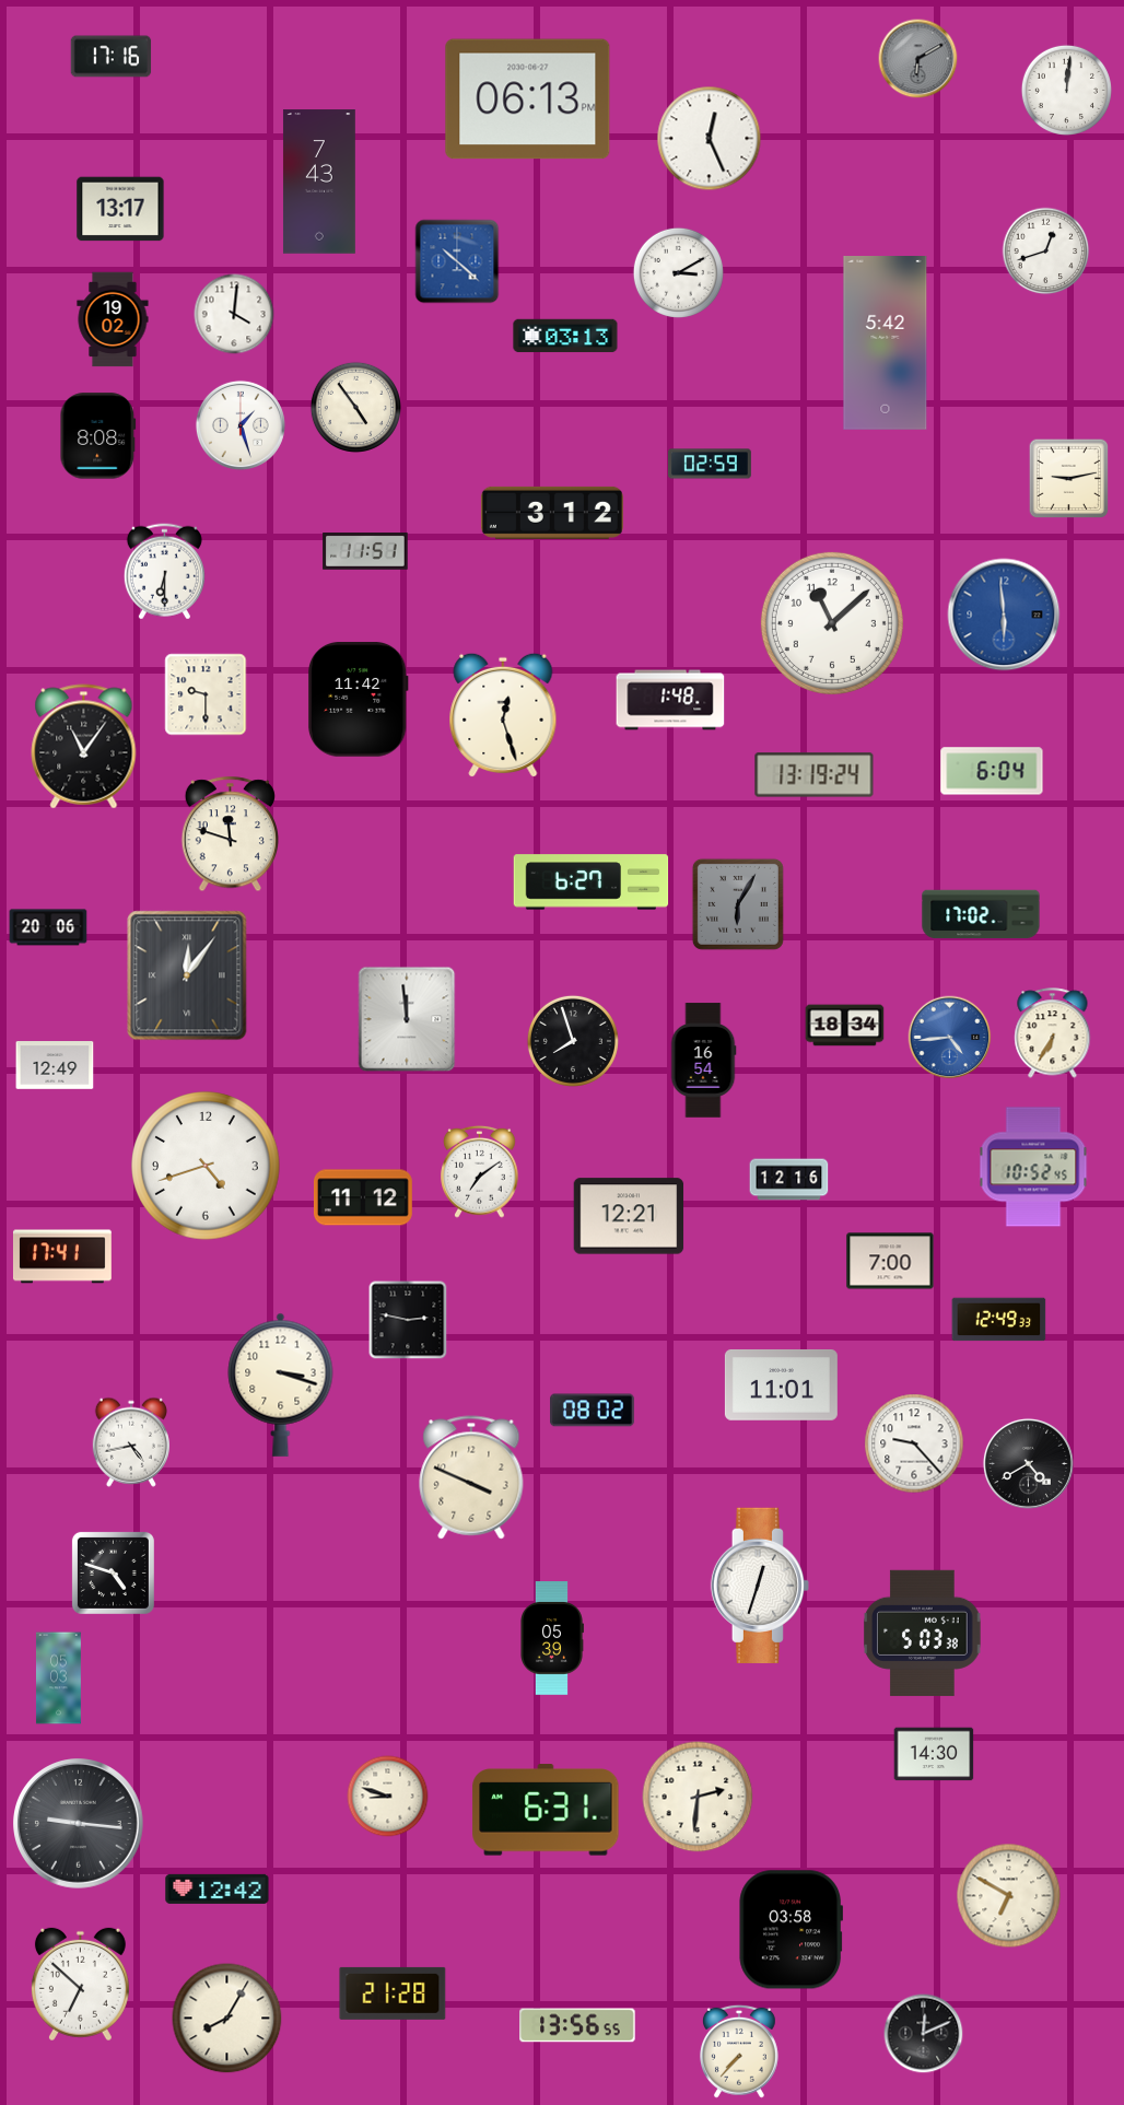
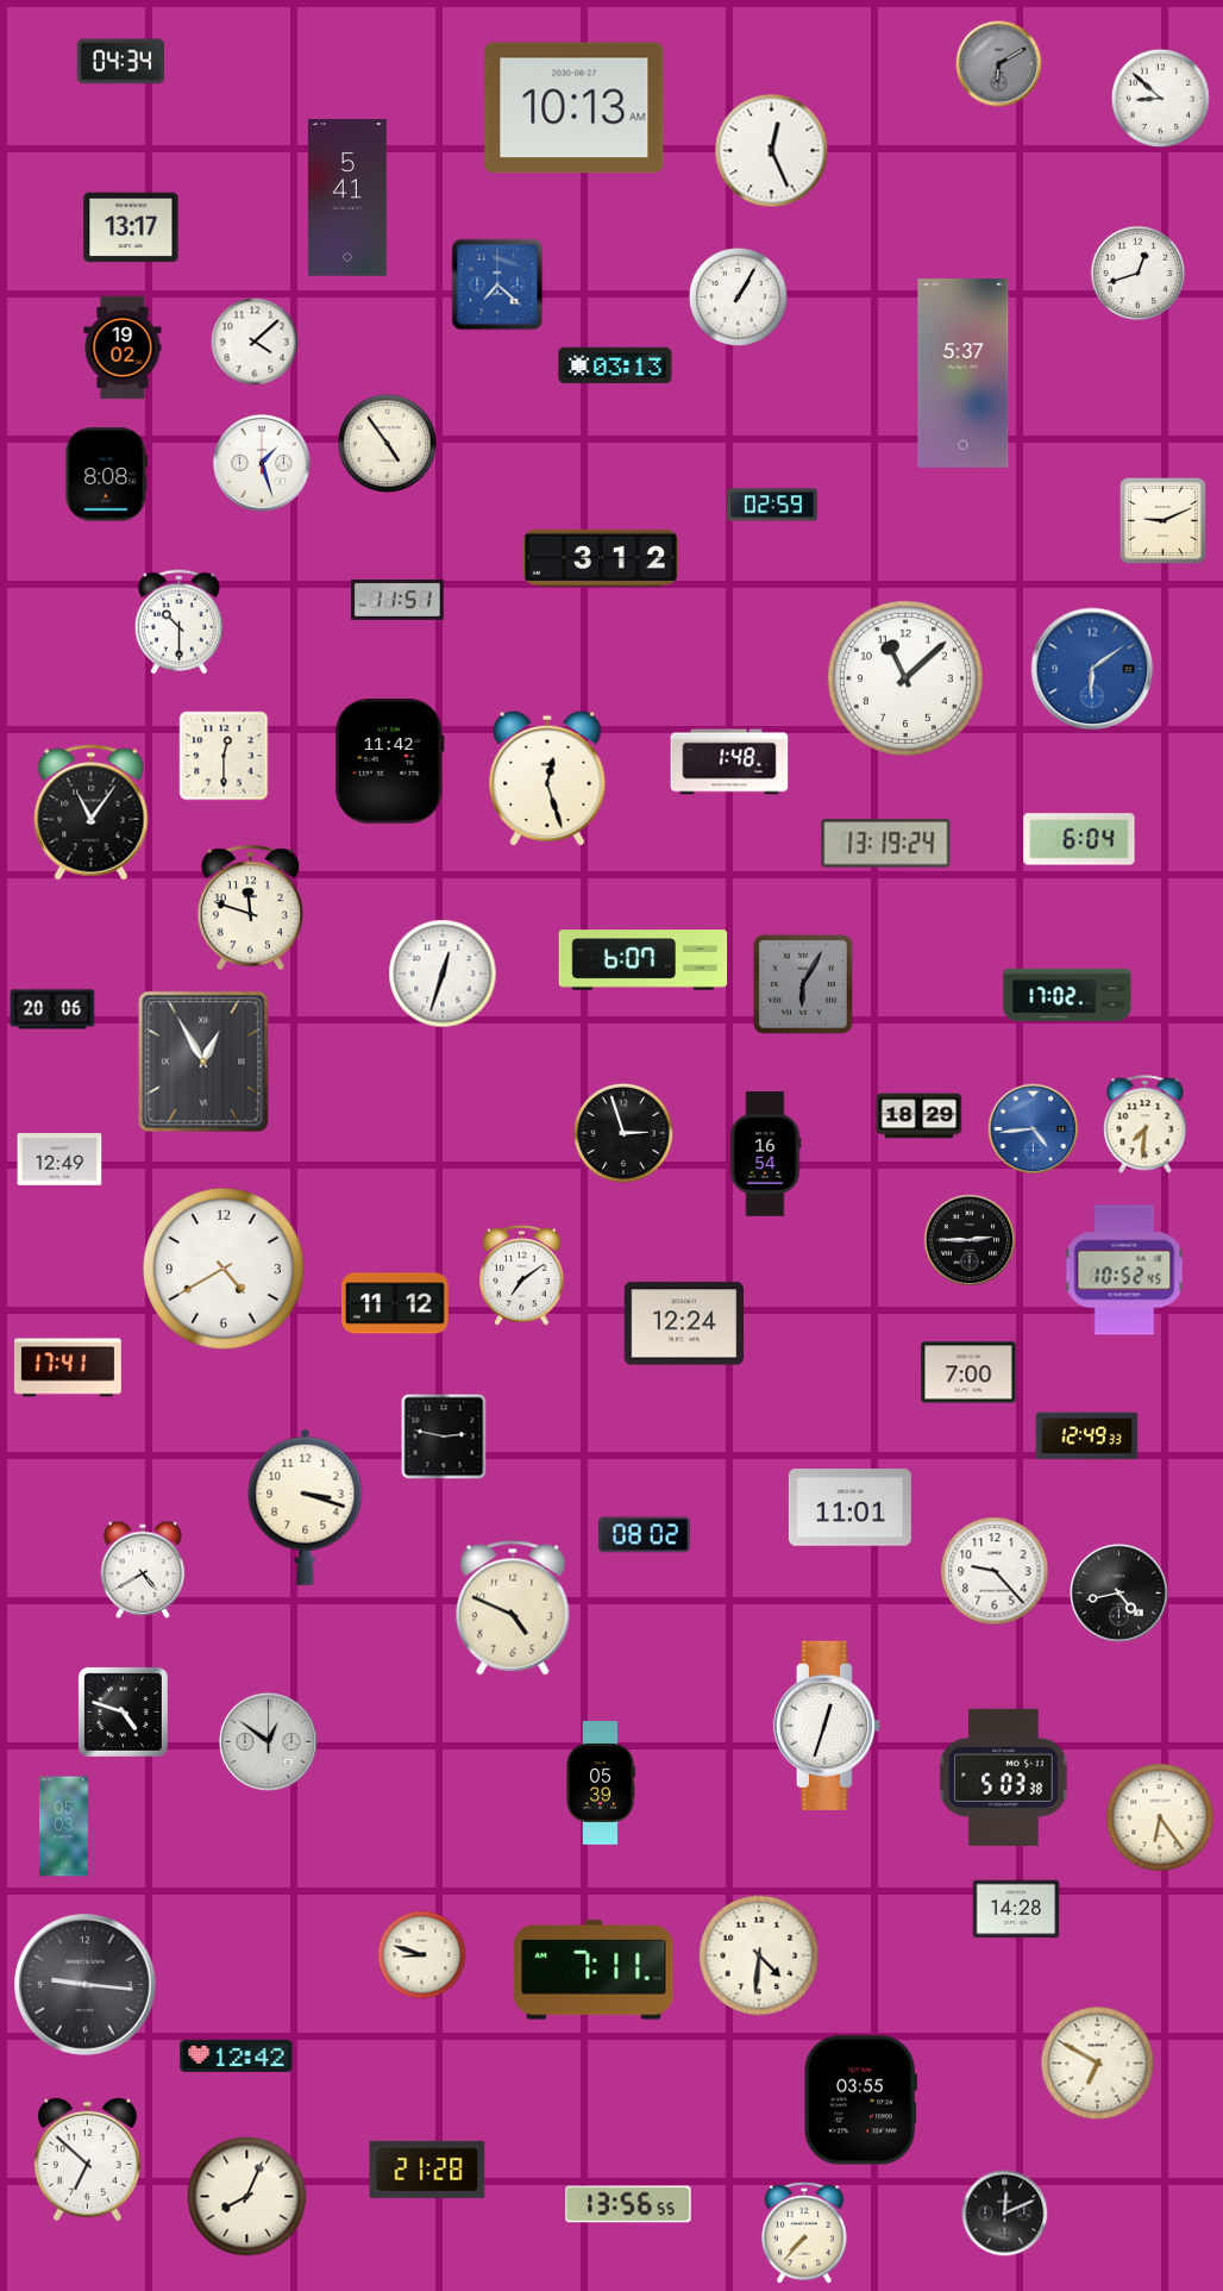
clock at (112, 57): 17:16 -> 04:34
clock at (1066, 90): 12:01 -> 8:52
clock at (528, 100): 06:13 -> 10:13
clock at (319, 182): 7:43 -> 5:41
clock at (457, 261): 10:22 -> 7:22
clock at (678, 272): 3:10 -> 1:05
clock at (234, 314): 4:01 -> 4:08
clock at (886, 343): 5:42 -> 5:37
clock at (1069, 479): 9:13 -> 9:11
clock at (164, 572): 6:30 -> 10:30
clock at (1004, 615): 5:59 -> 6:09
clock at (206, 694): 9:30 -> 12:30
clock at (592, 882): 6:27 -> 6:07
clock at (443, 974): none -> 12:33
clock at (187, 975): 12:06 -> 12:55
clock at (407, 1019): 11:59 -> none
clock at (845, 1026): 18:34 -> 18:29
clock at (1053, 1033): 6:35 -> 7:31
clock at (573, 1041): 7:57 -> 2:57
clock at (970, 1240): none -> 2:45
clock at (206, 1166): 4:42 -> 4:40
clock at (789, 1180): 12:16 -> none
clock at (629, 1216): 12:21 -> 12:24
clock at (131, 1442): 4:43 -> 4:40
clock at (1028, 1463): 4:40 -> 4:43
clock at (471, 1477): 3:49 -> 4:49
clock at (268, 1741): none -> 12:51
clock at (1160, 1817): none -> 6:24
clock at (934, 1754): 14:30 -> 14:28
clock at (698, 1797): 2:31 -> 4:31
clock at (546, 1810): 6:31 -> 7:11
clock at (791, 1930): 03:58 -> 03:55
clock at (227, 2019): 8:05 -> 8:04
